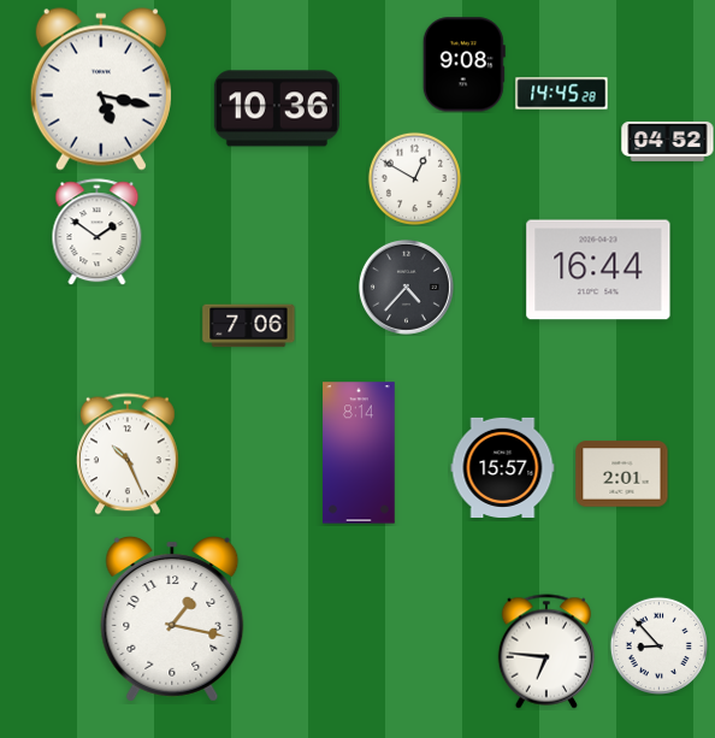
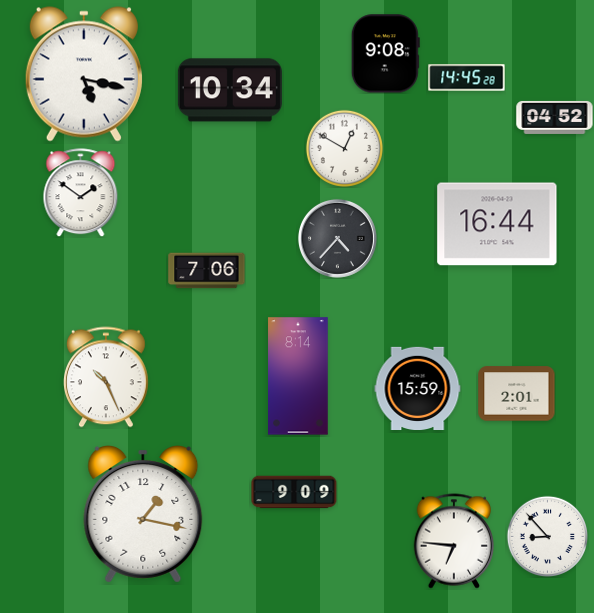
clock at (277, 108): 10:36 -> 10:34
clock at (503, 467): 15:57 -> 15:59
clock at (294, 492): none -> 9:09
